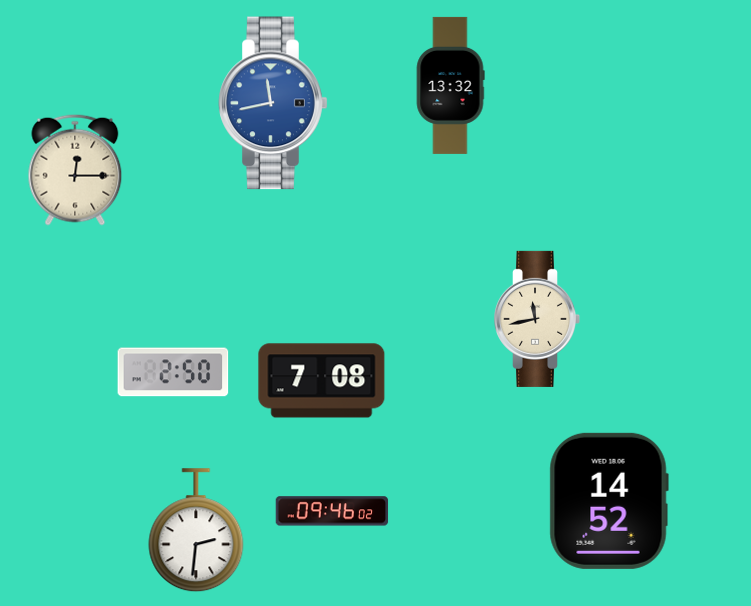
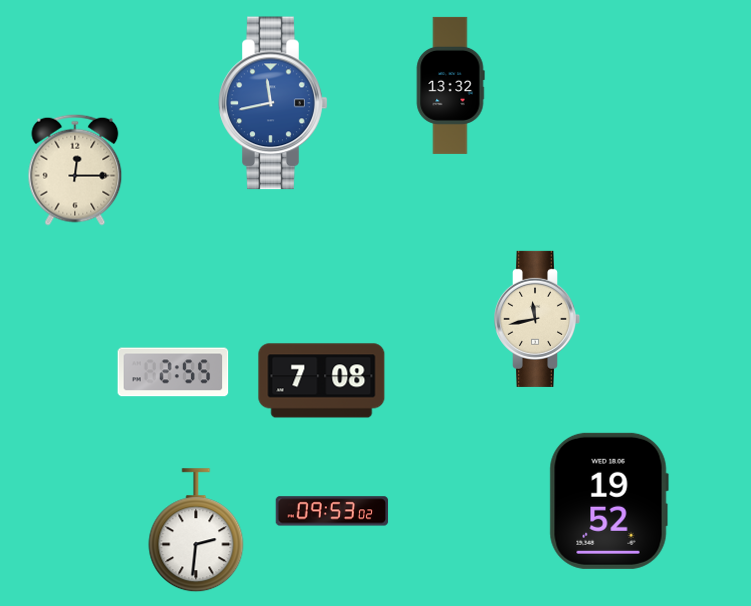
clock at (173, 372): 2:50 -> 2:55
clock at (609, 501): 14:52 -> 19:52
clock at (332, 511): 09:46 -> 09:53
